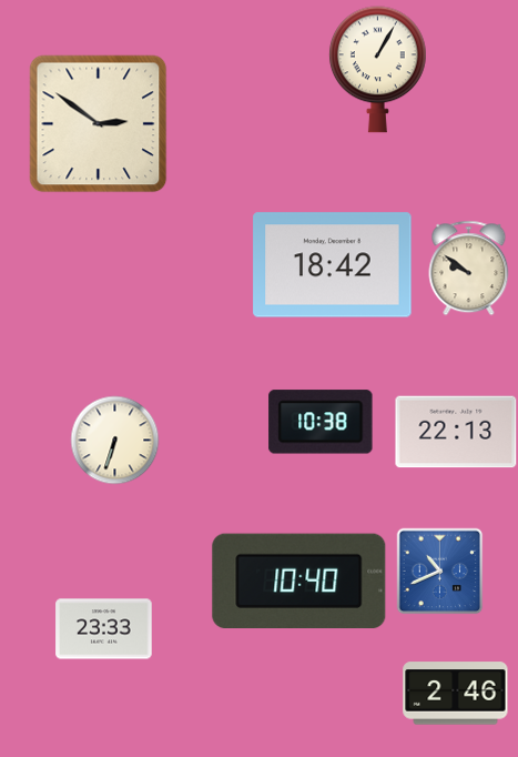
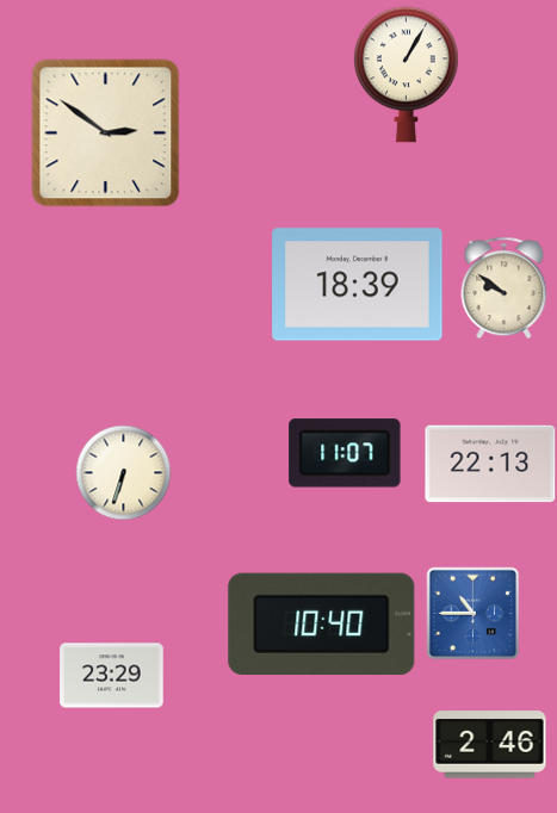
clock at (333, 265): 18:42 -> 18:39
clock at (321, 422): 10:38 -> 11:07
clock at (439, 571): 10:41 -> 10:45
clock at (104, 629): 23:33 -> 23:29
